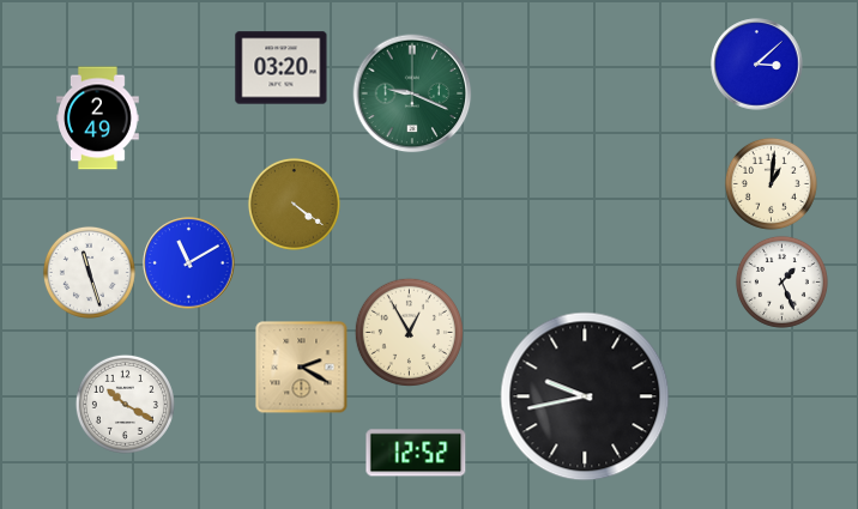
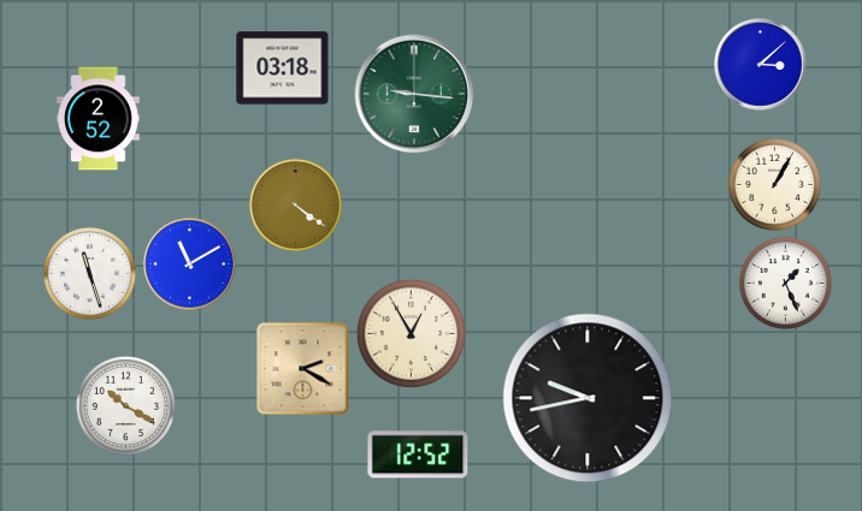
clock at (282, 68): 03:20 -> 03:18
clock at (412, 93): 9:19 -> 9:16
clock at (98, 119): 2:49 -> 2:52
clock at (771, 183): 1:01 -> 1:05
